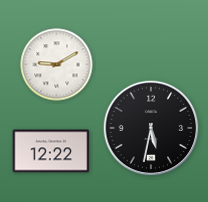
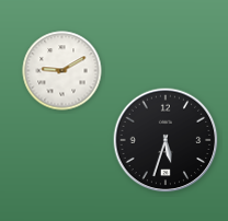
clock at (151, 128): 5:32 -> 5:33
clock at (51, 151): 12:22 -> none
